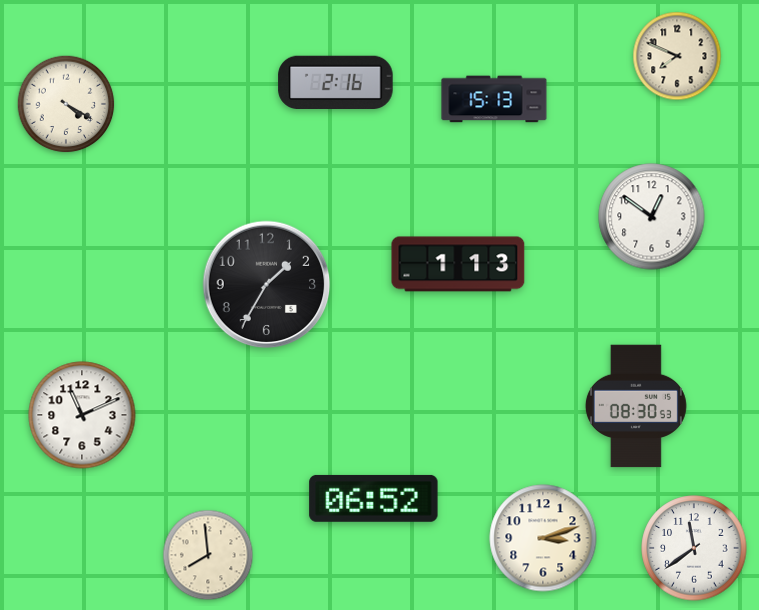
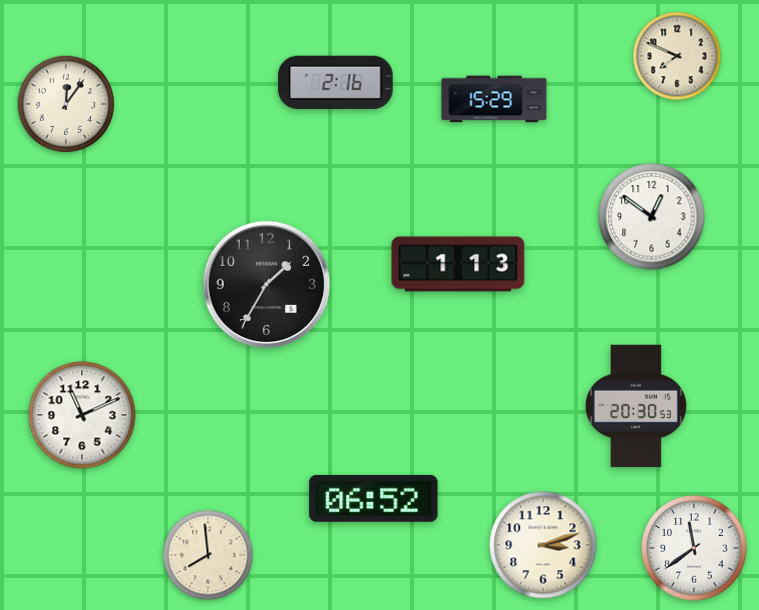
clock at (494, 99): 15:13 -> 15:29
clock at (66, 104): 4:20 -> 12:06
clock at (636, 406): 08:30 -> 20:30
clock at (543, 538) position: (543, 538) -> (543, 545)
